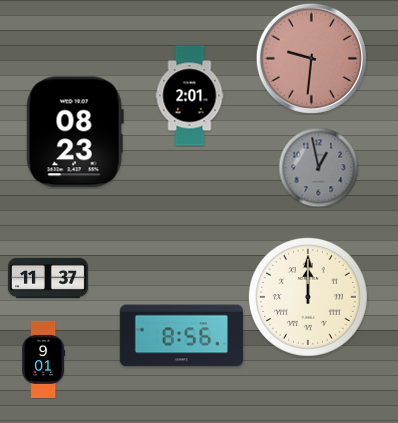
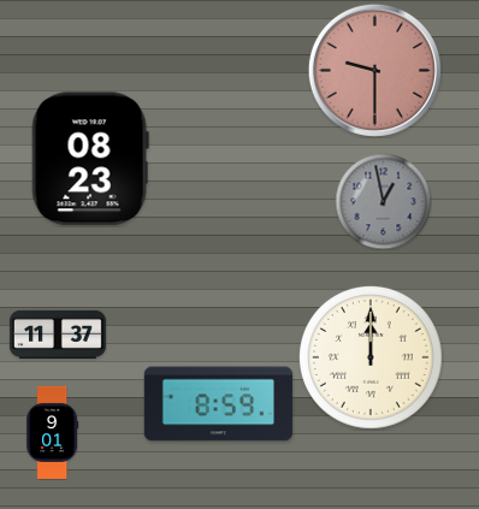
clock at (311, 58): 9:31 -> 9:30
clock at (190, 96): 2:01 -> none
clock at (182, 336): 8:56 -> 8:59
